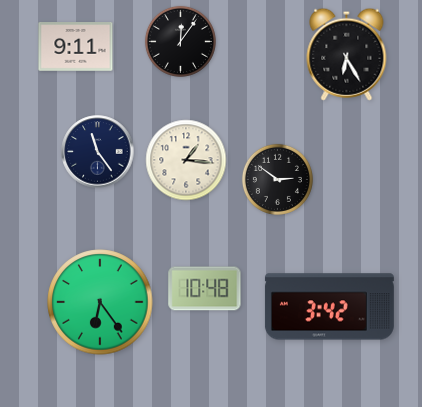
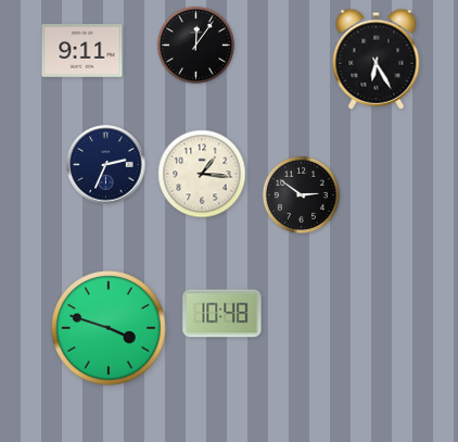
clock at (98, 152): 11:24 -> 2:34
clock at (100, 302): 6:24 -> 3:48
clock at (329, 307): 3:42 -> none
